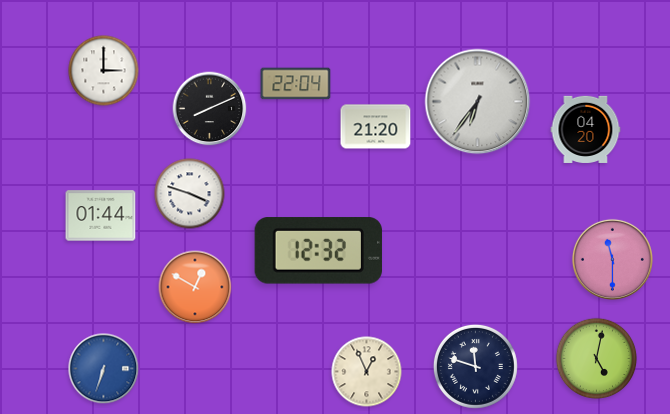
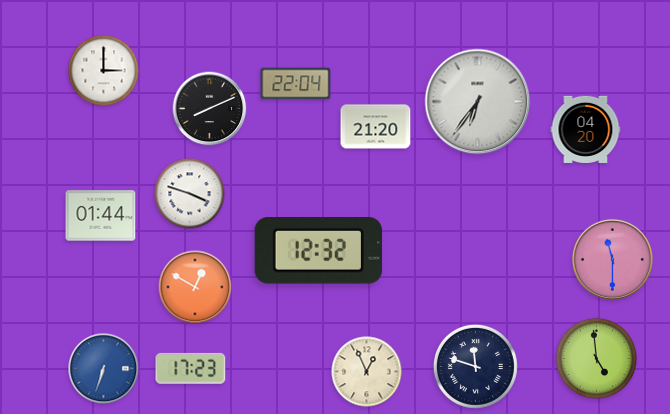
clock at (597, 359): 5:02 -> 4:59
clock at (191, 368): none -> 17:23
